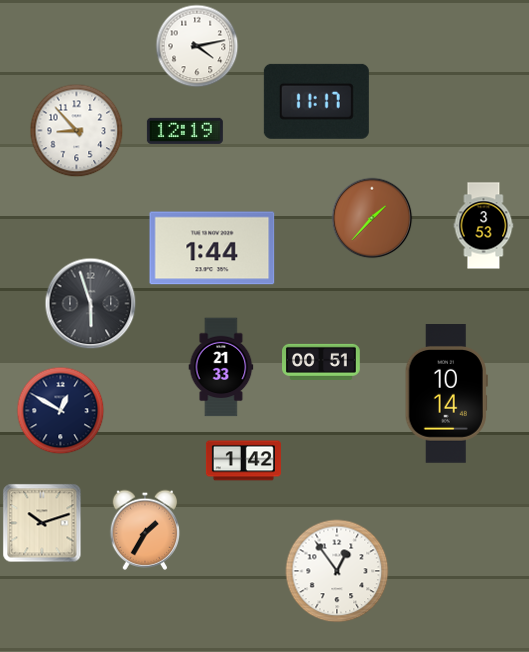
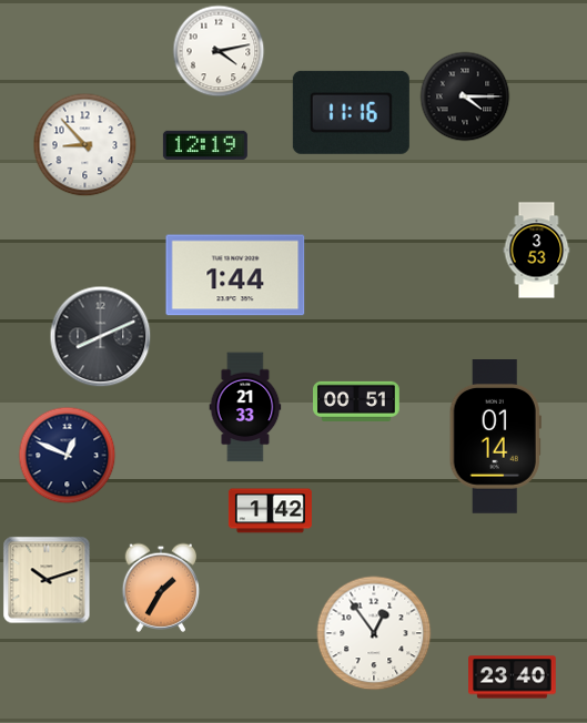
clock at (465, 96): none -> 4:15
clock at (316, 101): 11:17 -> 11:16
clock at (372, 218): 1:37 -> none
clock at (91, 304): 5:57 -> 8:11
clock at (446, 394): 10:14 -> 01:14
clock at (61, 411): 12:50 -> 12:49
clock at (513, 678): none -> 23:40
